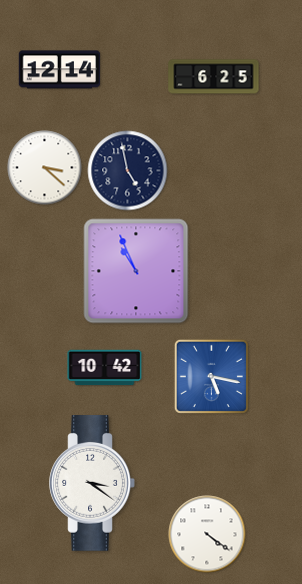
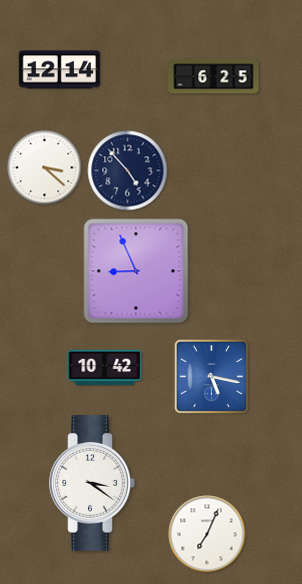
clock at (128, 171): 4:58 -> 4:53
clock at (136, 271): 10:56 -> 8:56
clock at (207, 534): 4:21 -> 7:04
